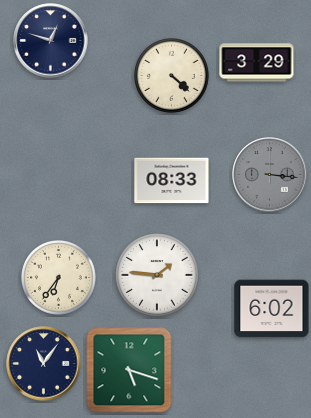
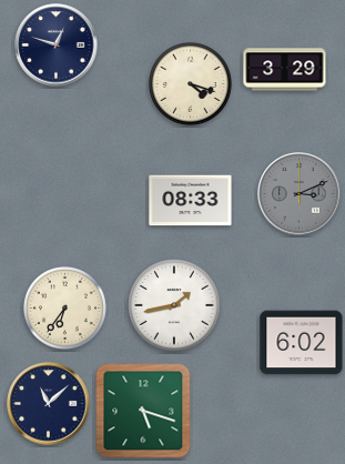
clock at (172, 76): 4:22 -> 4:18
clock at (270, 175): 3:16 -> 3:11
clock at (157, 275): 1:46 -> 1:43
clock at (44, 364): 11:06 -> 11:08
